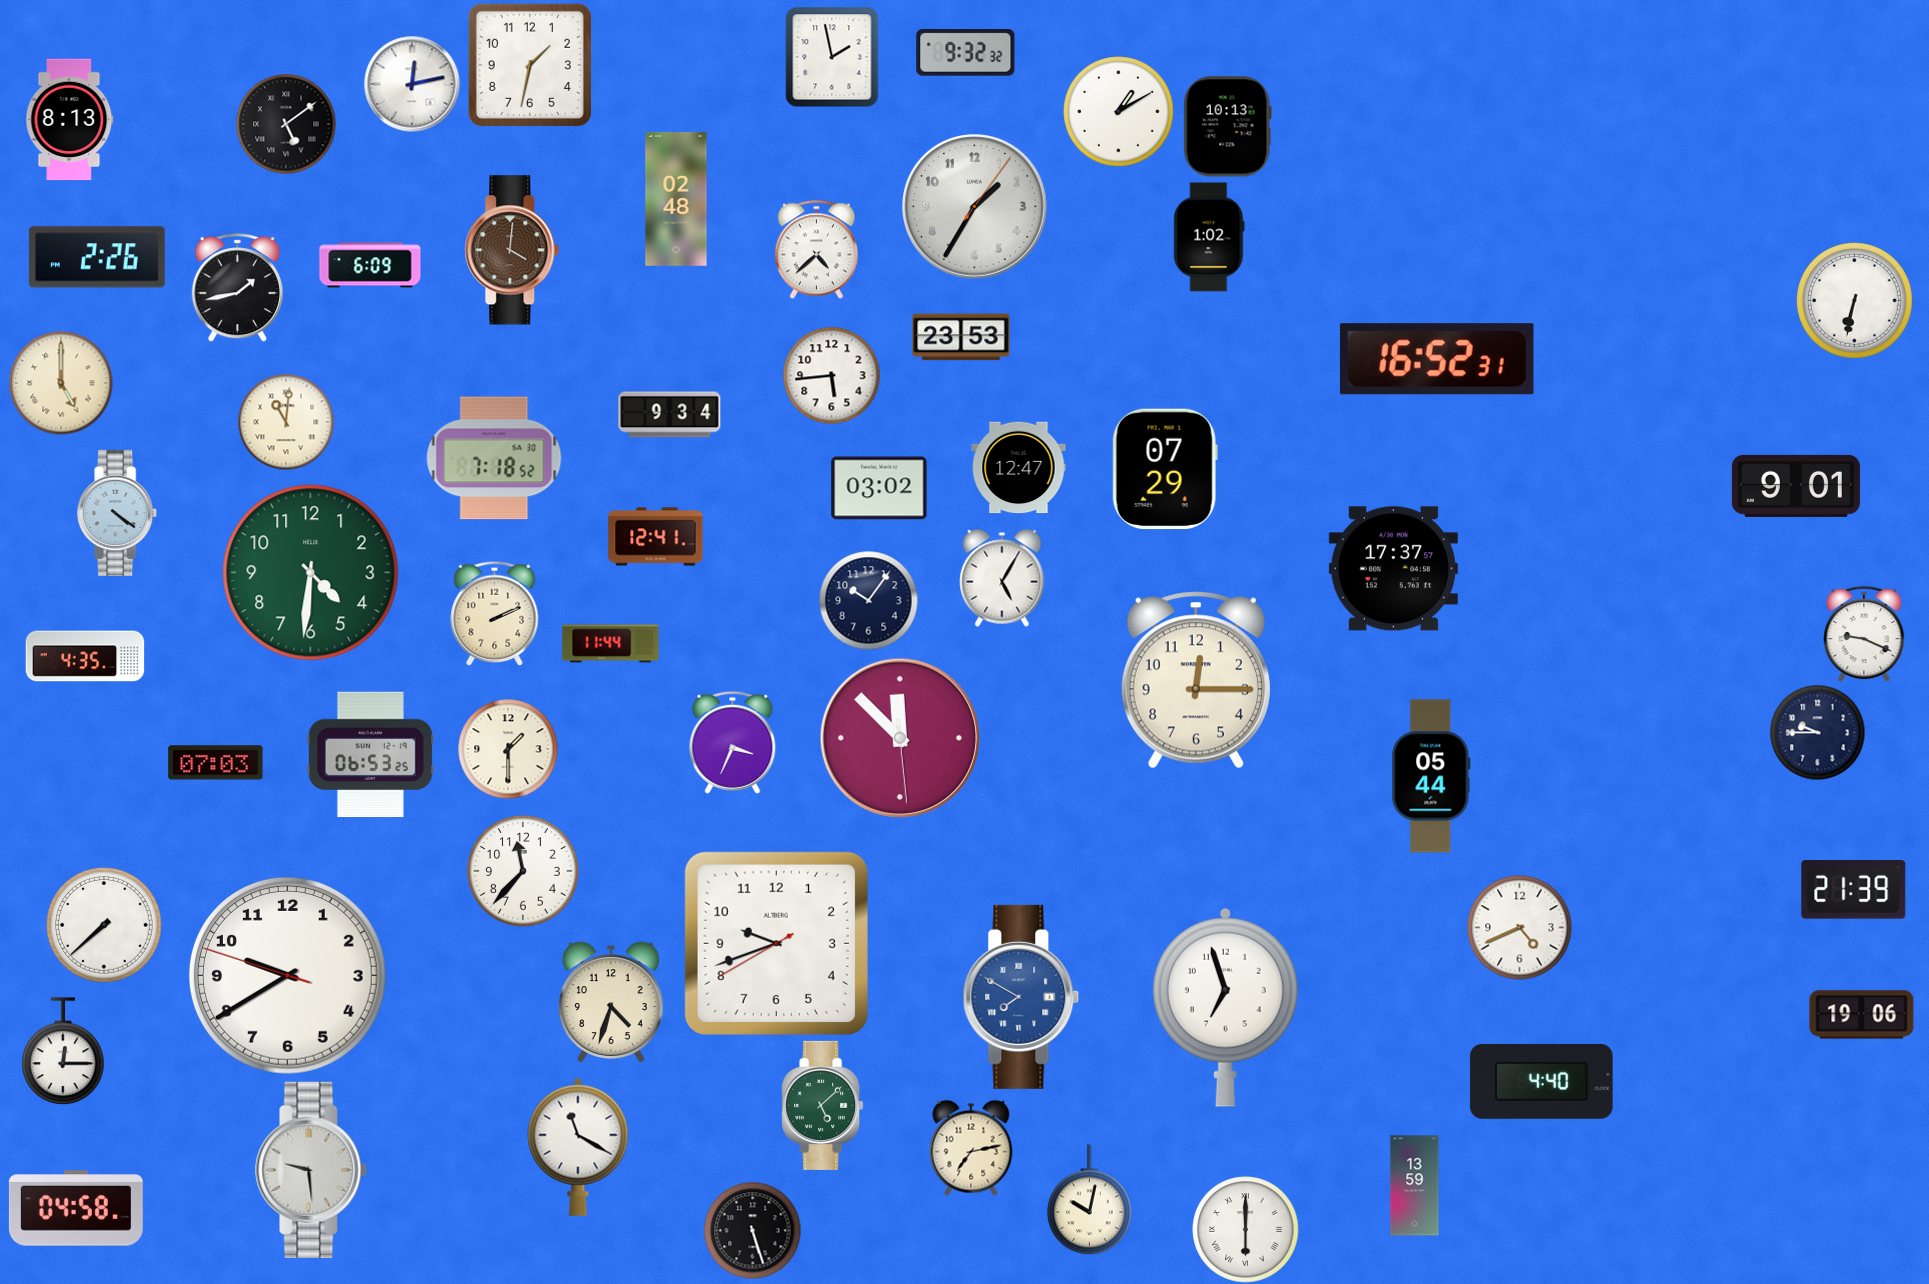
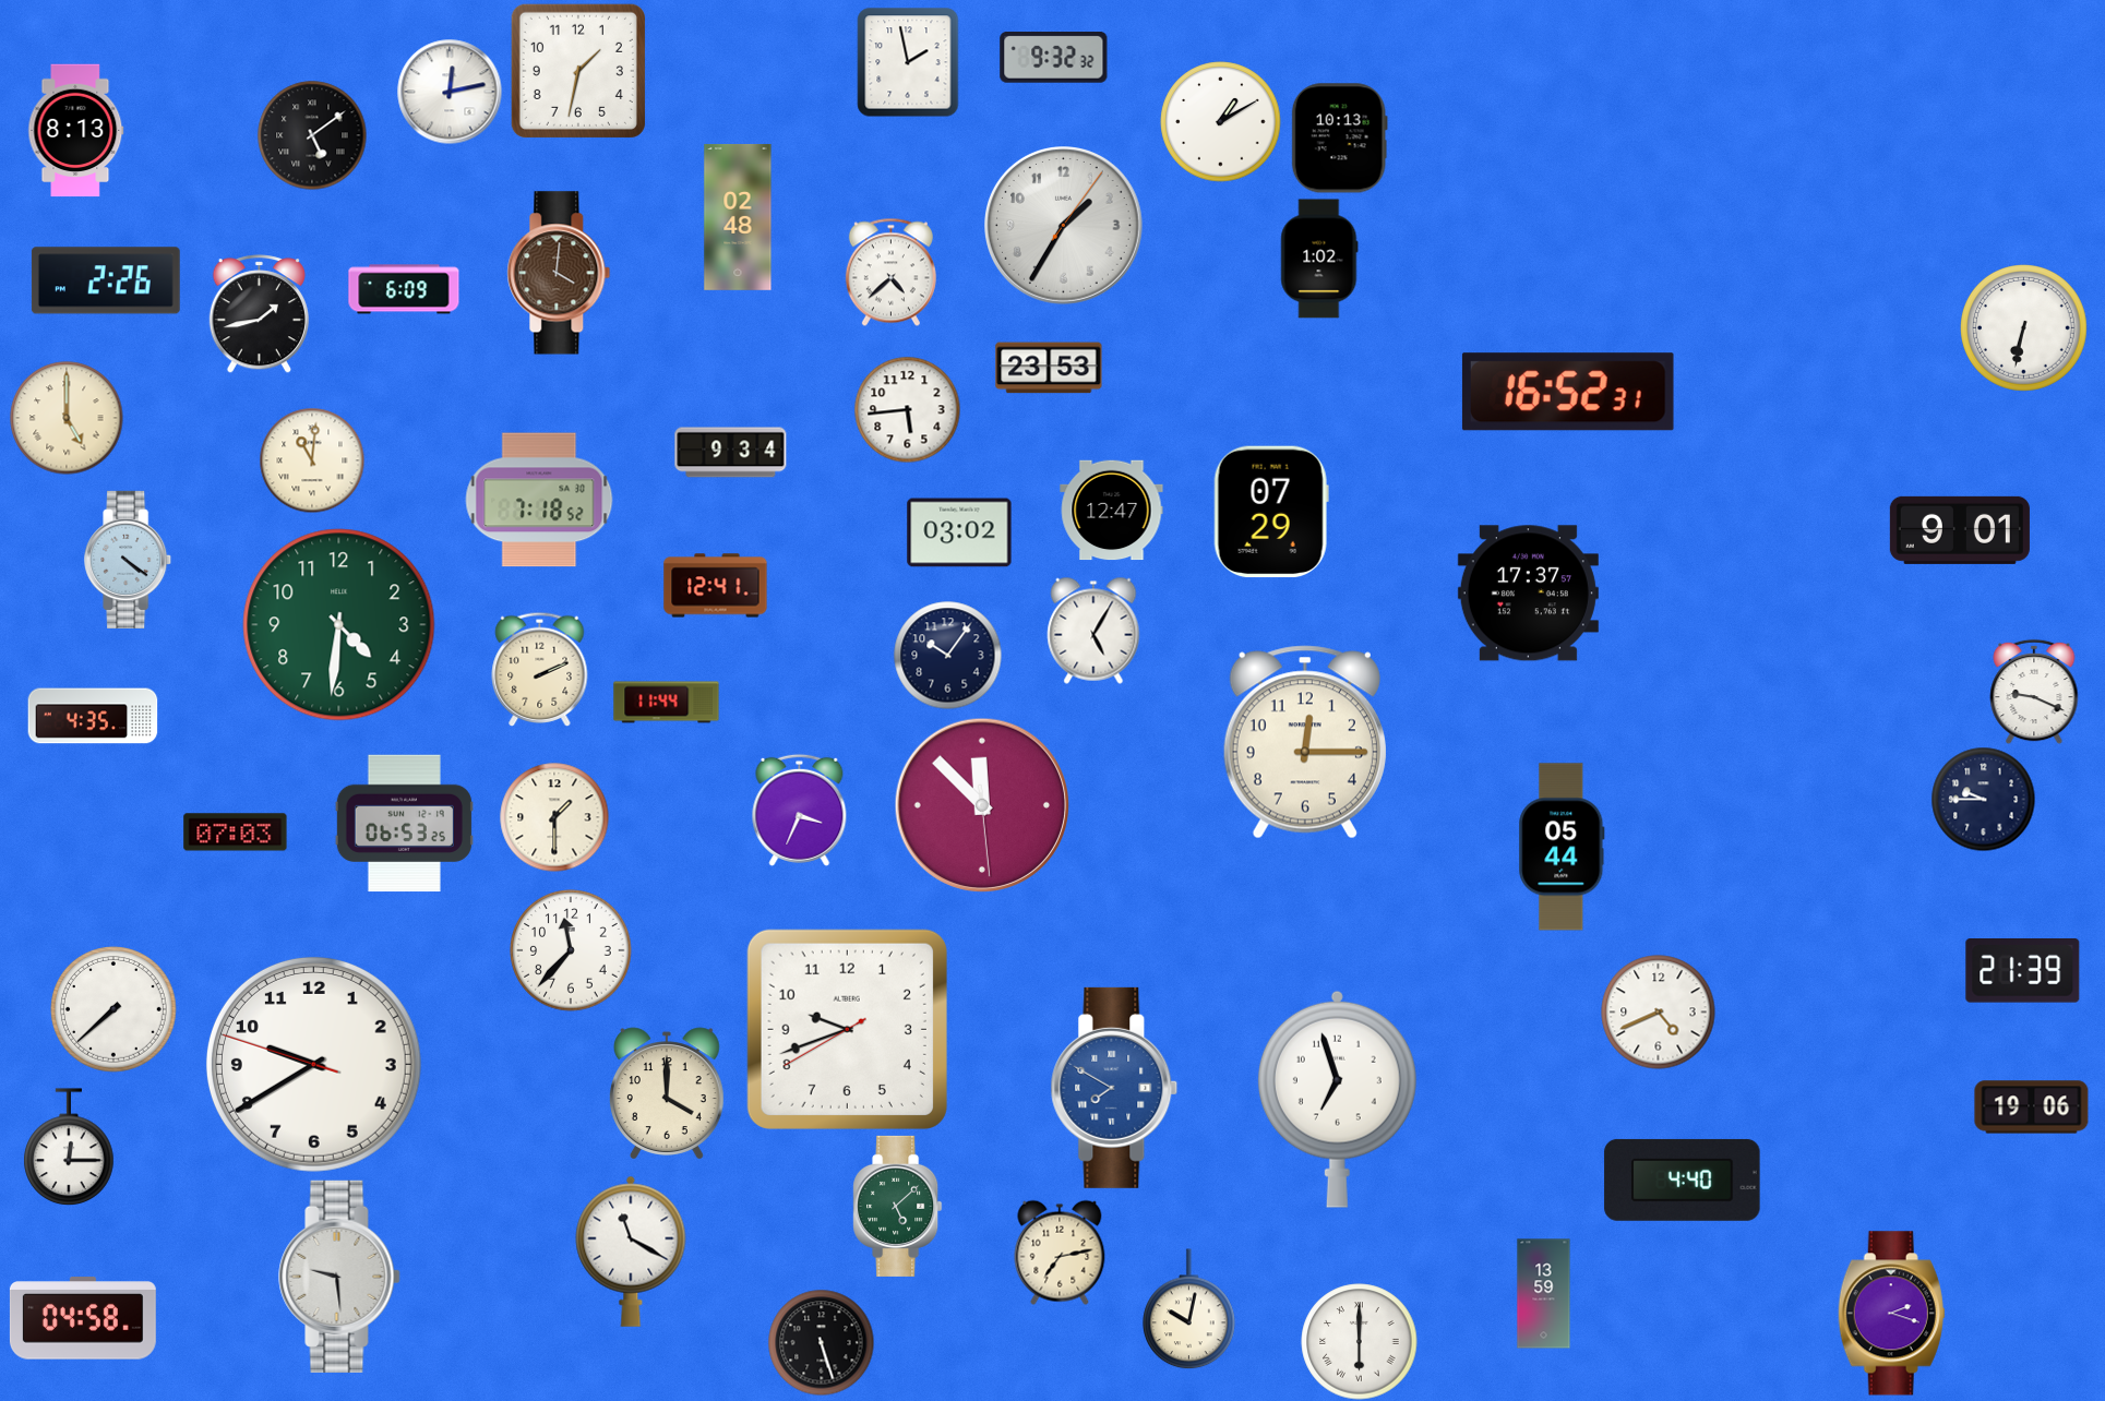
clock at (1393, 569) position: (1393, 569) -> (1528, 594)
clock at (611, 1002): 4:33 -> 4:00
clock at (1891, 1314): none -> 2:18
